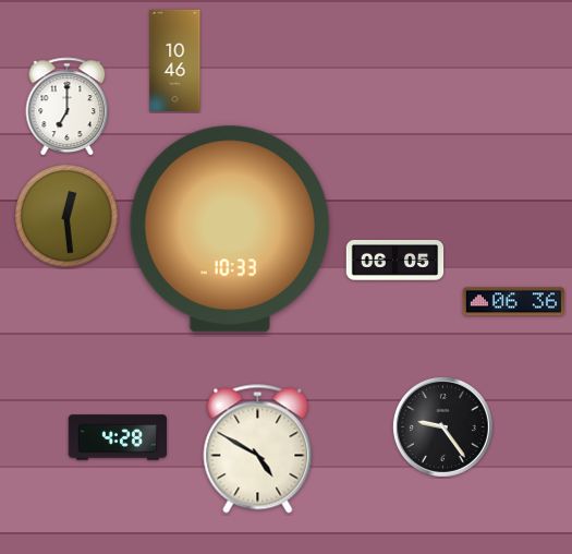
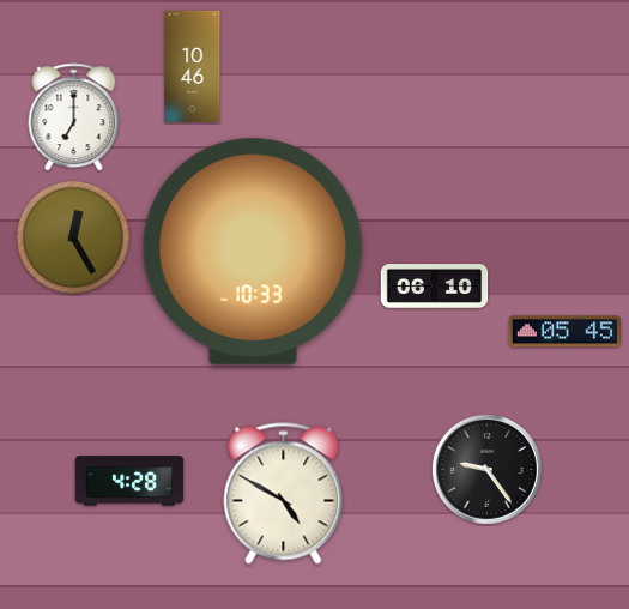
clock at (66, 216): 12:29 -> 12:25
clock at (395, 261): 06:05 -> 06:10
clock at (513, 302): 06:36 -> 05:45
